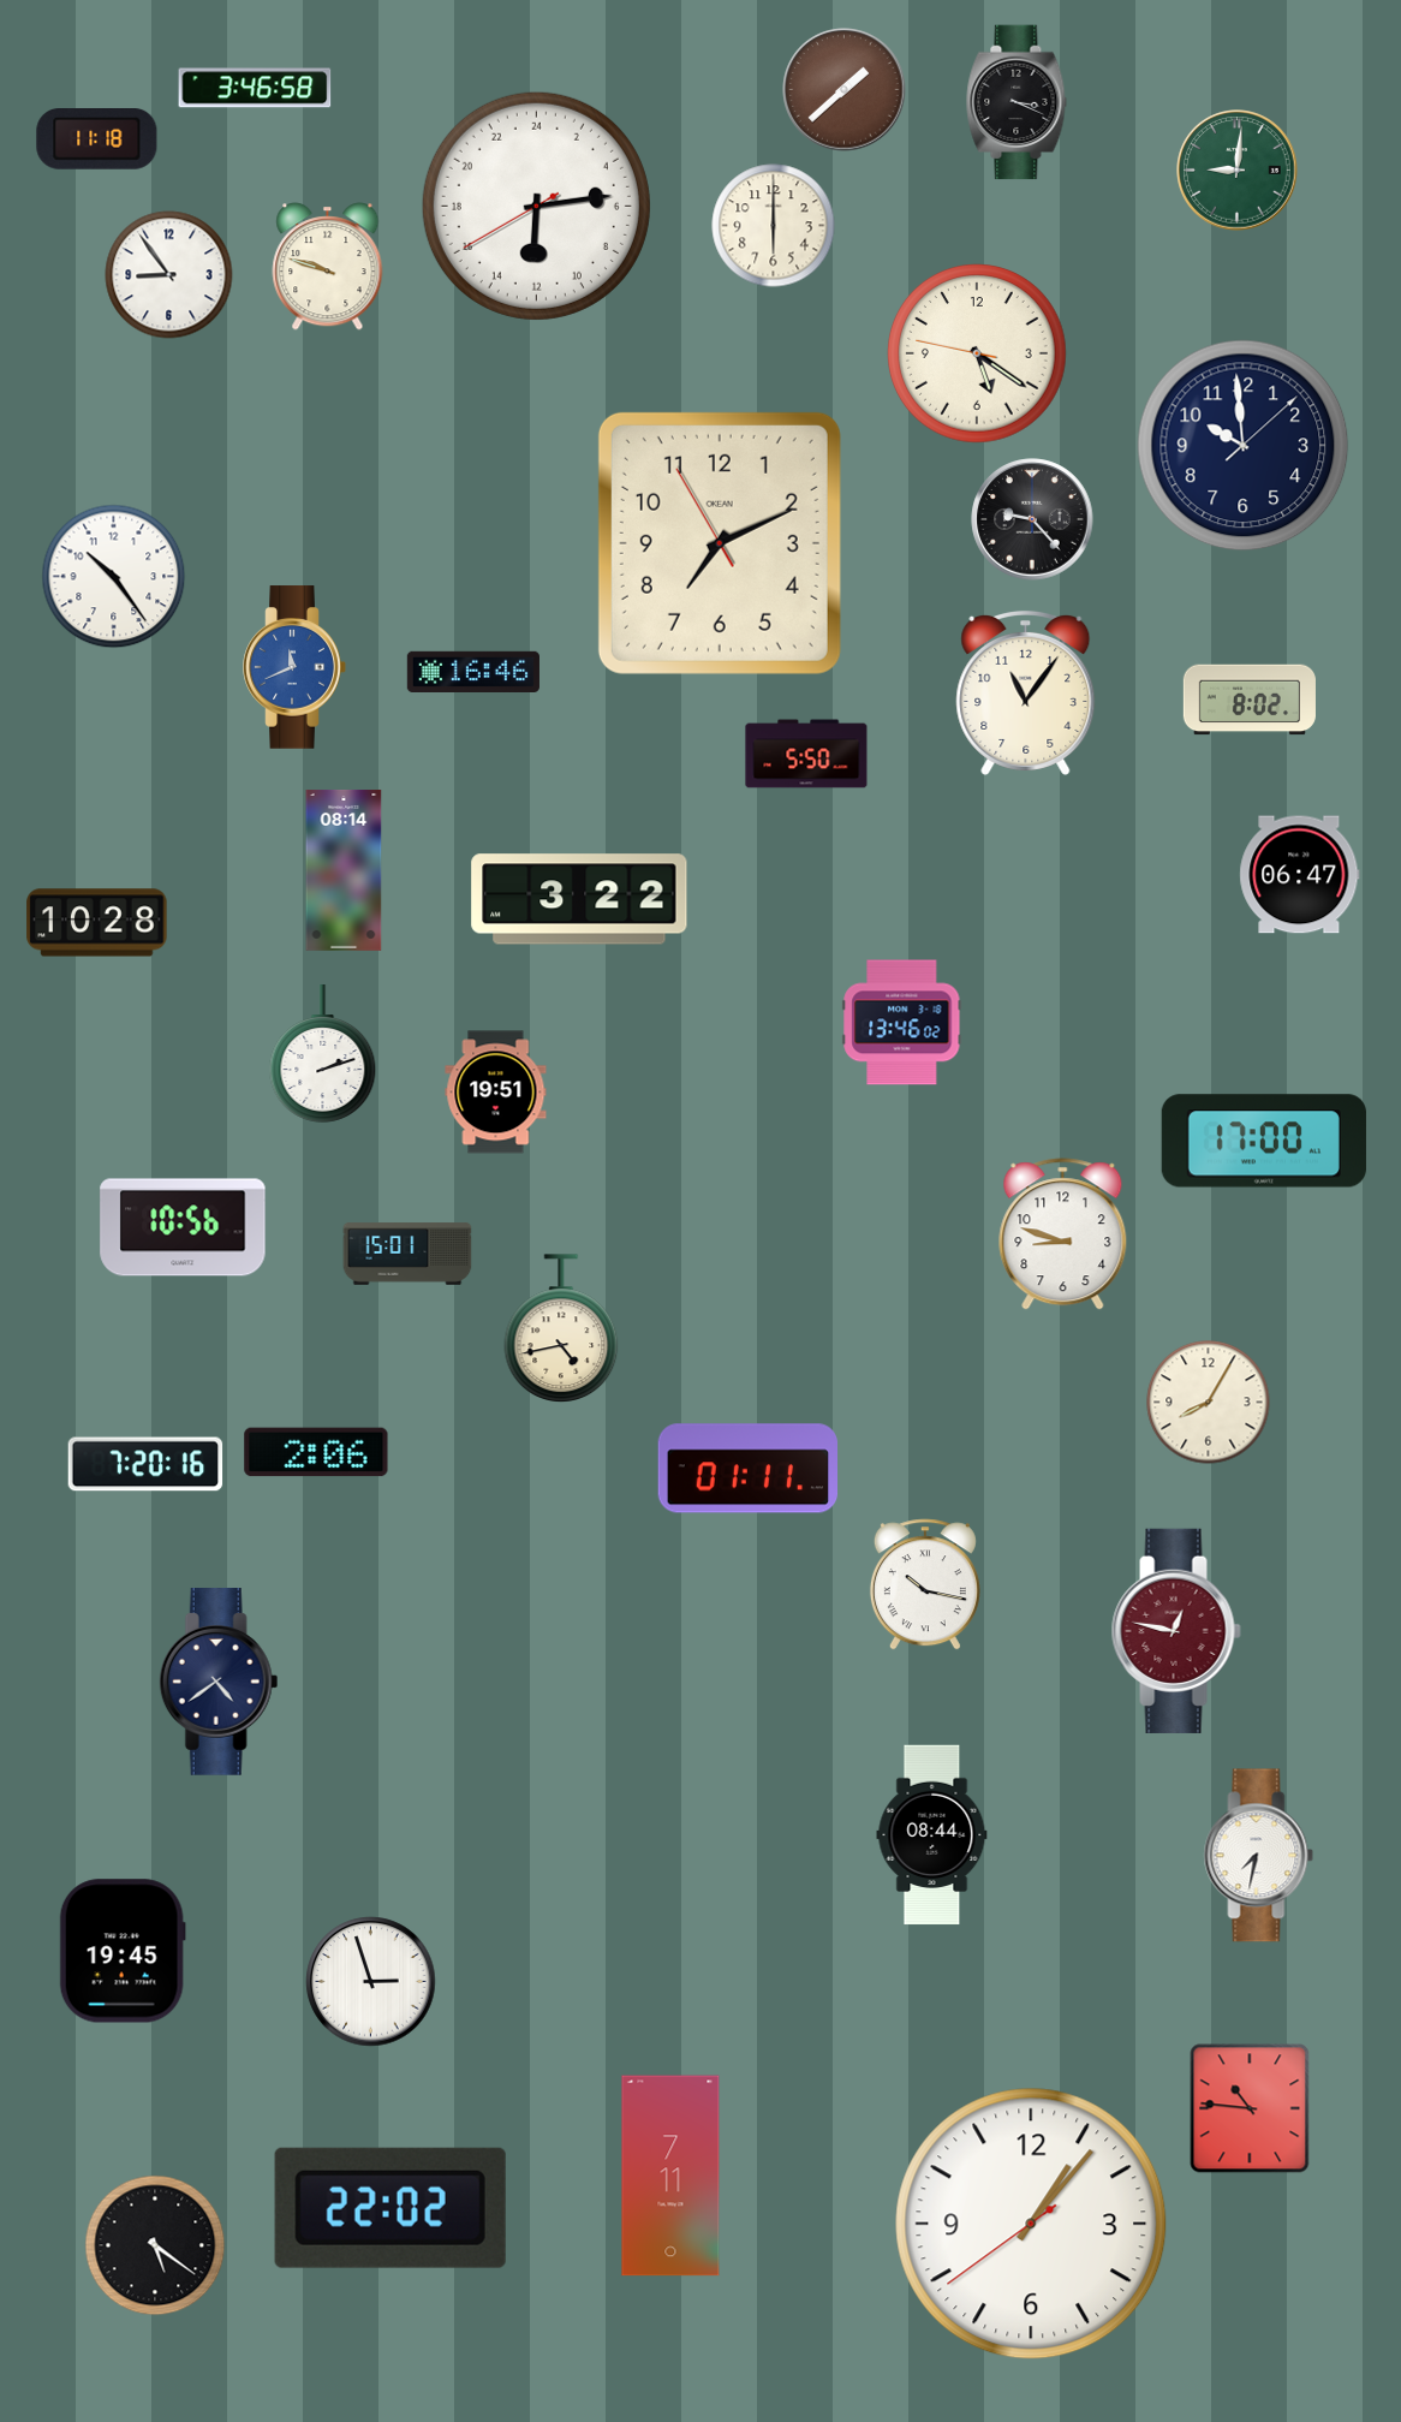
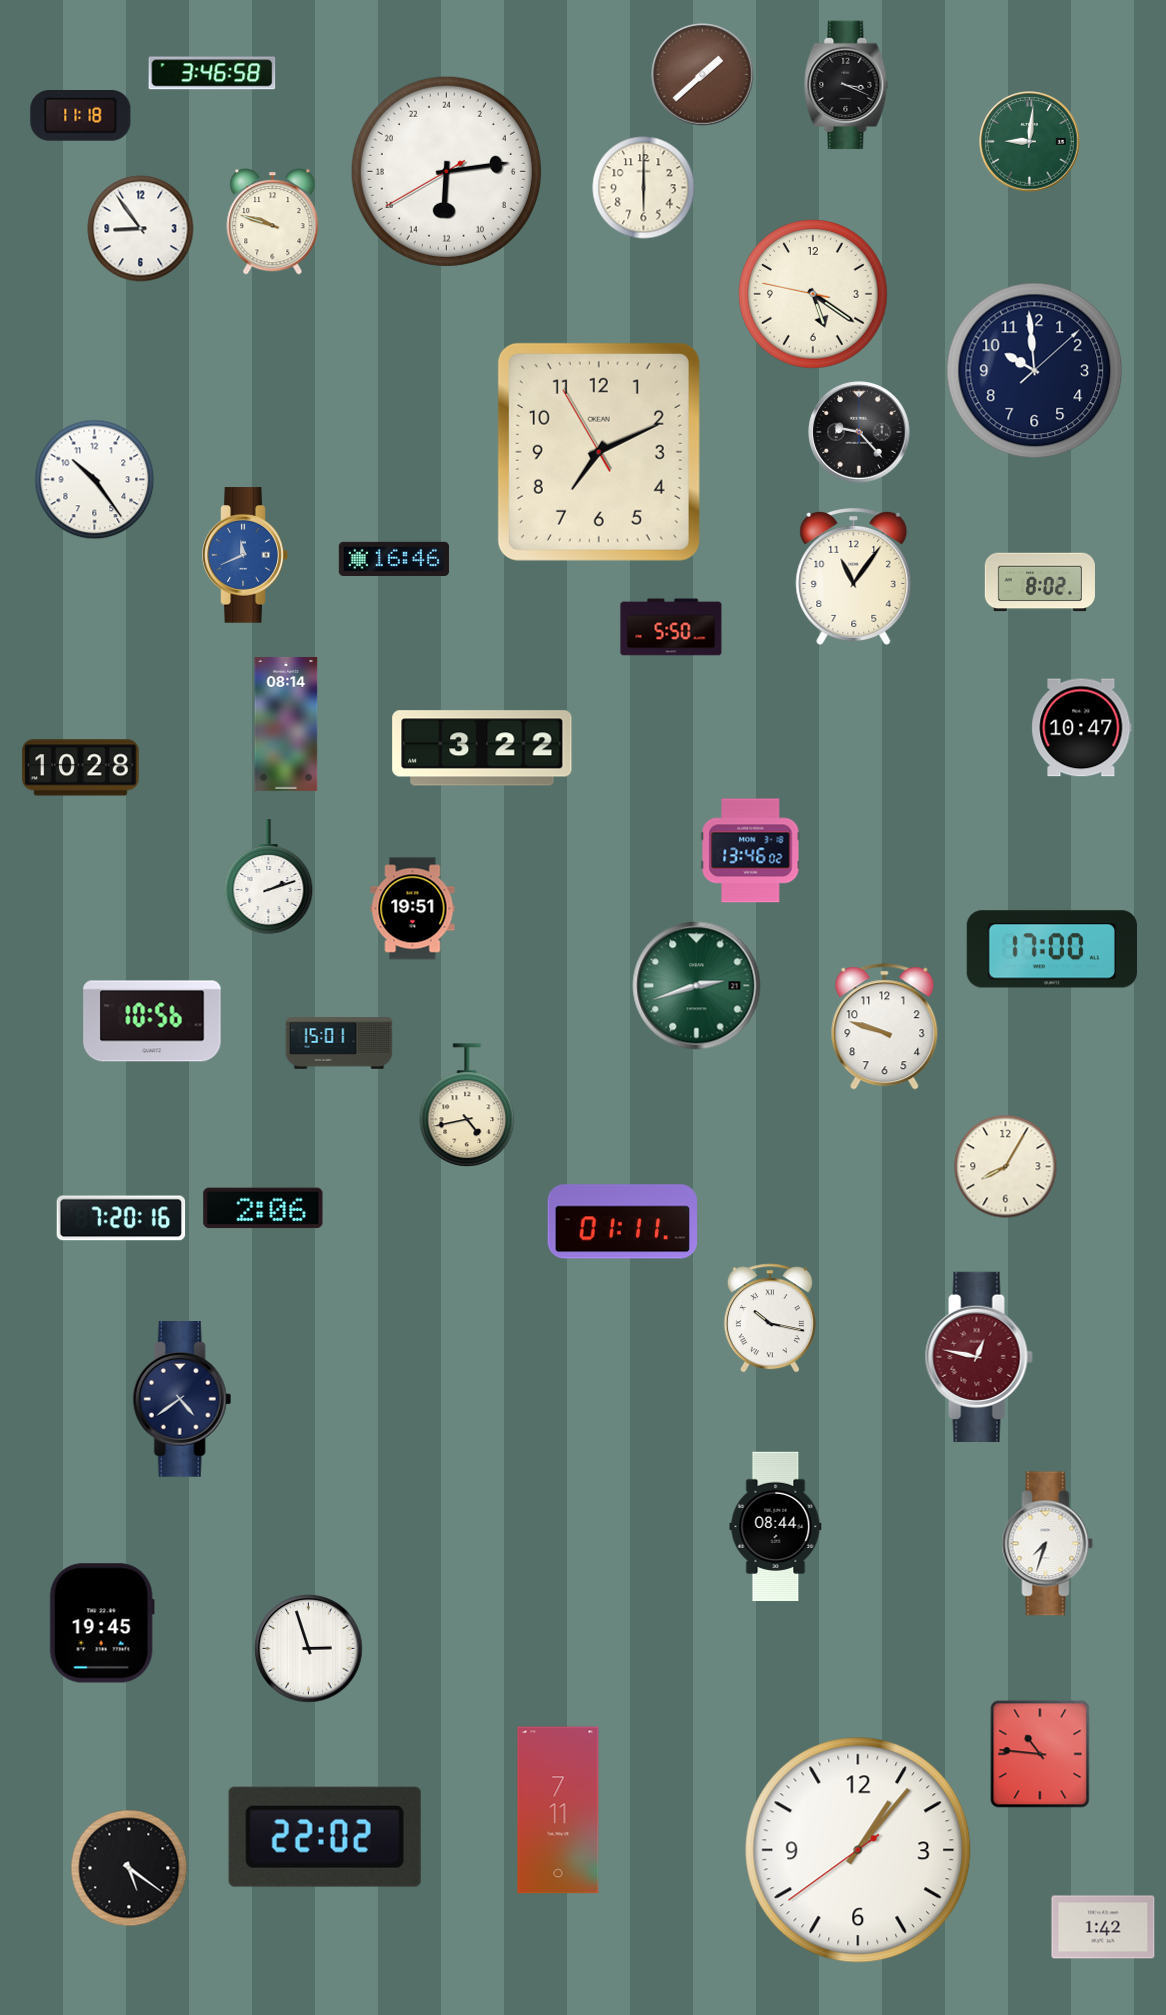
clock at (1300, 875): 06:47 -> 10:47
clock at (697, 986): none -> 2:42
clock at (1063, 1234): 8:48 -> 9:48
clock at (1259, 1856): 7:32 -> 7:33
clock at (1103, 1927): none -> 1:42
